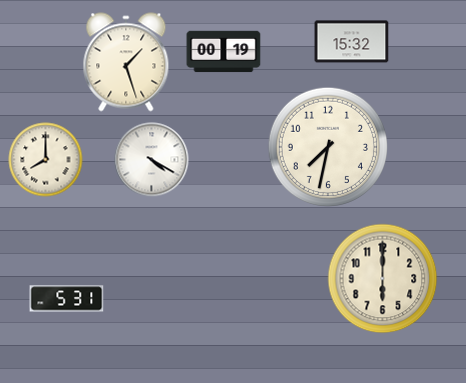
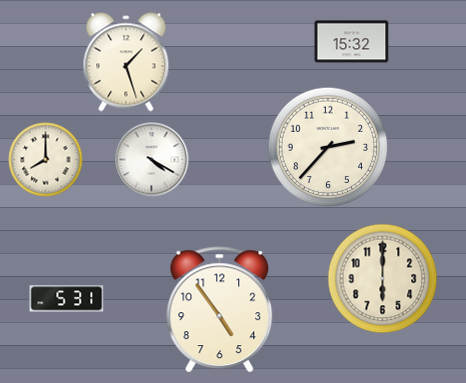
clock at (224, 52): 00:19 -> none
clock at (327, 146): 7:32 -> 2:37
clock at (220, 310): none -> 4:54
